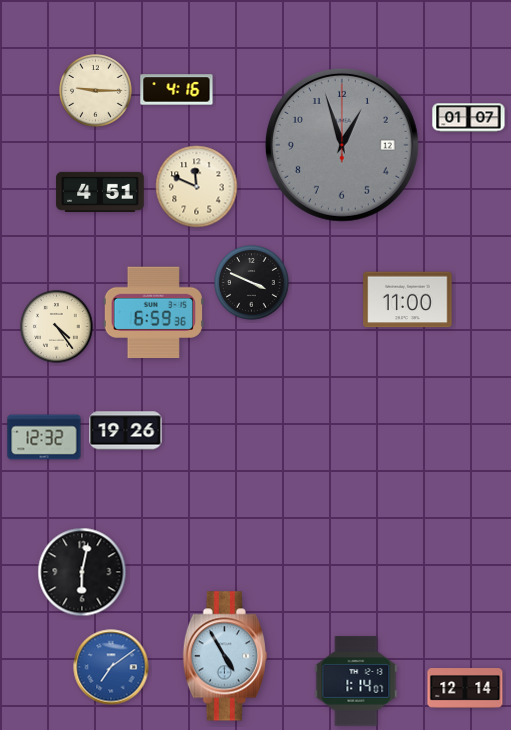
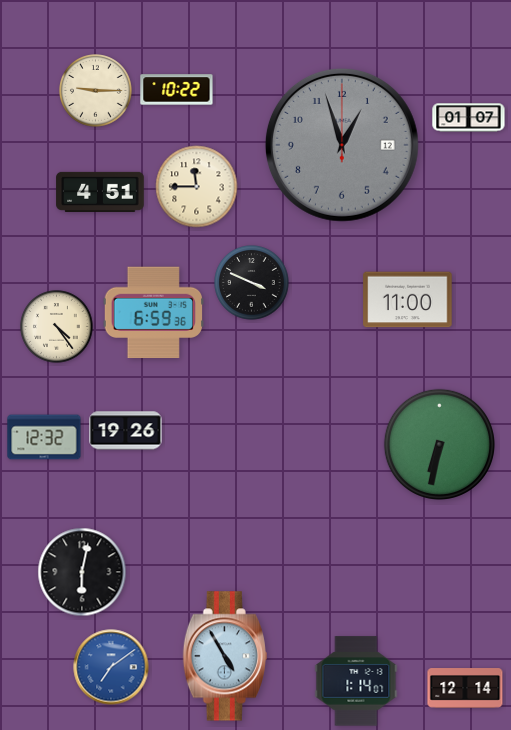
clock at (177, 90): 4:16 -> 10:22
clock at (197, 187): 11:49 -> 11:45
clock at (439, 444): none -> 6:32
